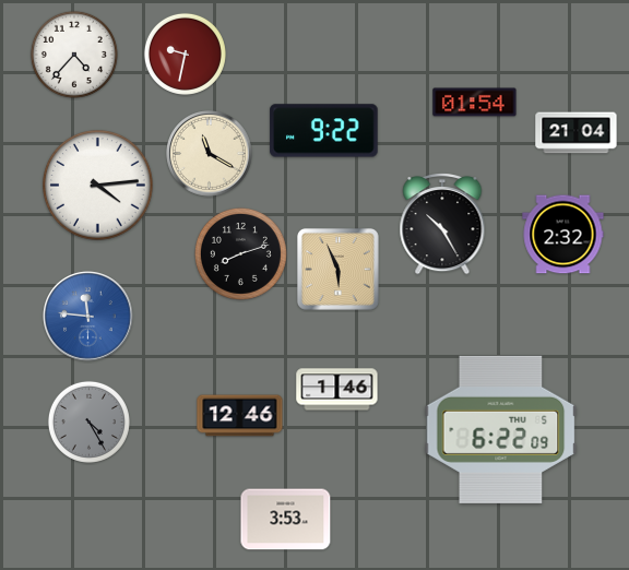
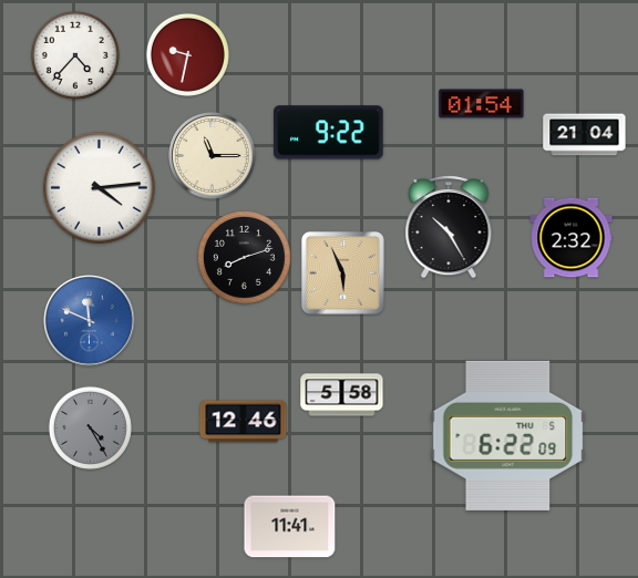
clock at (210, 154): 11:20 -> 11:15
clock at (88, 317): 11:46 -> 11:49
clock at (337, 390): 1:46 -> 5:58
clock at (286, 520): 3:53 -> 11:41
